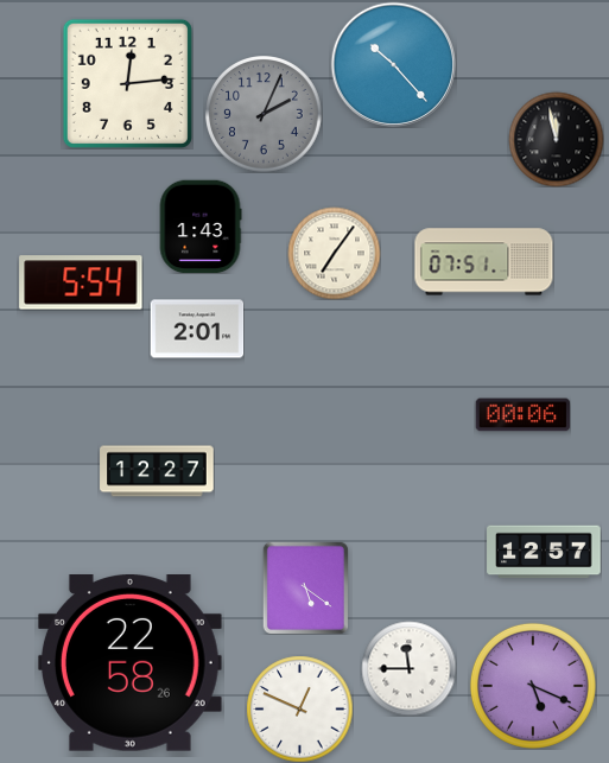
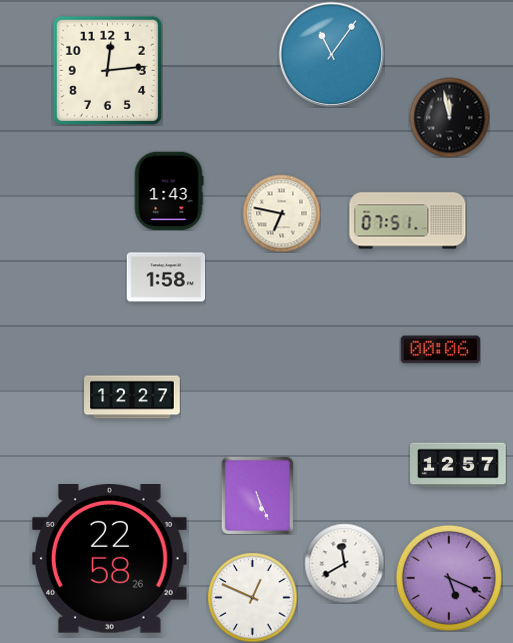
clock at (393, 64): 10:23 -> 11:06
clock at (264, 114): 2:04 -> none
clock at (556, 139) position: (556, 139) -> (449, 117)
clock at (334, 253): 7:06 -> 6:47
clock at (81, 282): 5:54 -> none
clock at (197, 329): 2:01 -> 1:58
clock at (305, 587): 5:21 -> 5:26
clock at (408, 668): 11:45 -> 11:40
